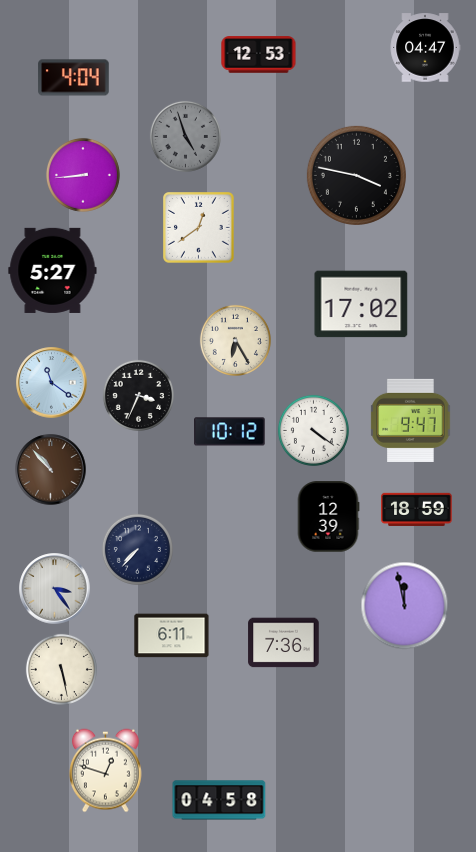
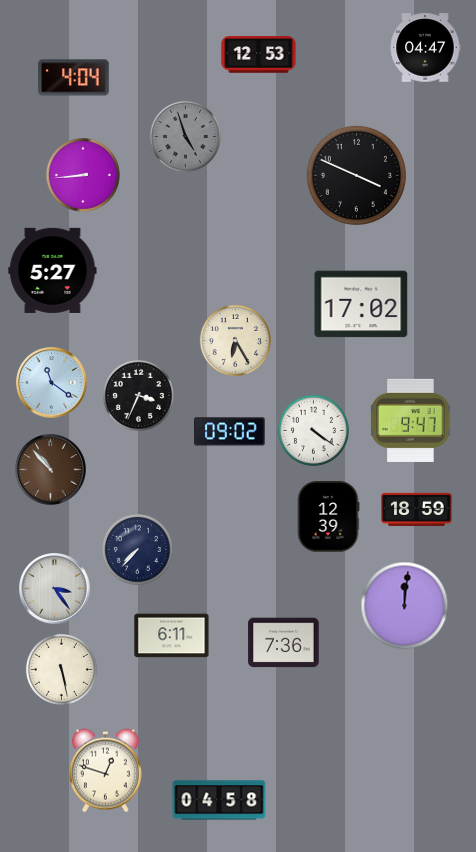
clock at (356, 175): 3:47 -> 3:49
clock at (199, 228): 12:39 -> none
clock at (230, 432): 10:12 -> 09:02
clock at (405, 606): 11:58 -> 12:01
